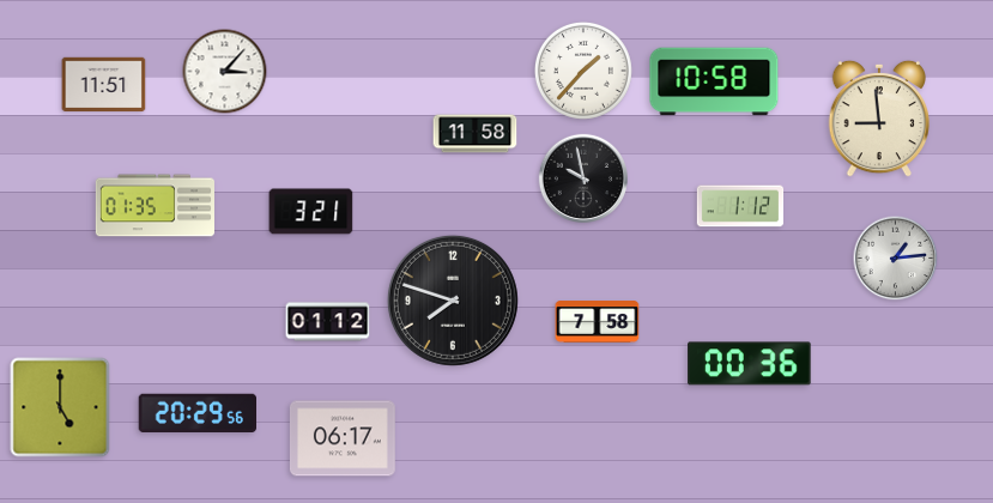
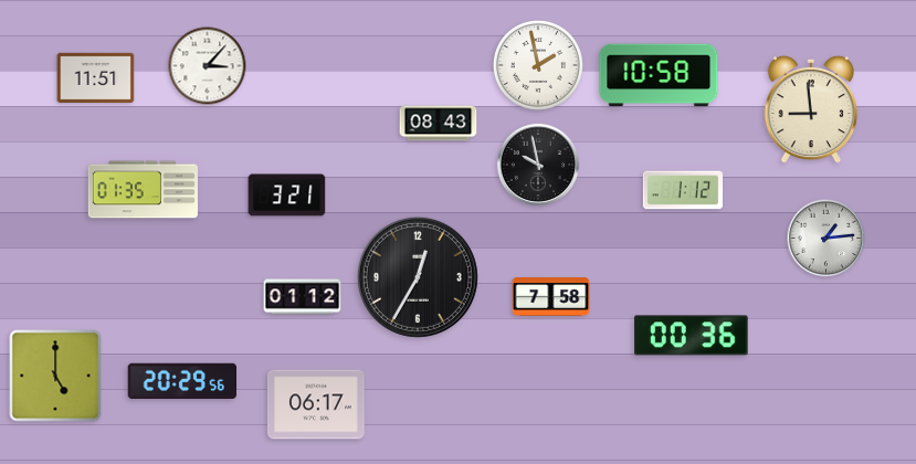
clock at (583, 71): 1:37 -> 1:58
clock at (476, 134): 11:58 -> 08:43
clock at (453, 301): 7:48 -> 12:35
